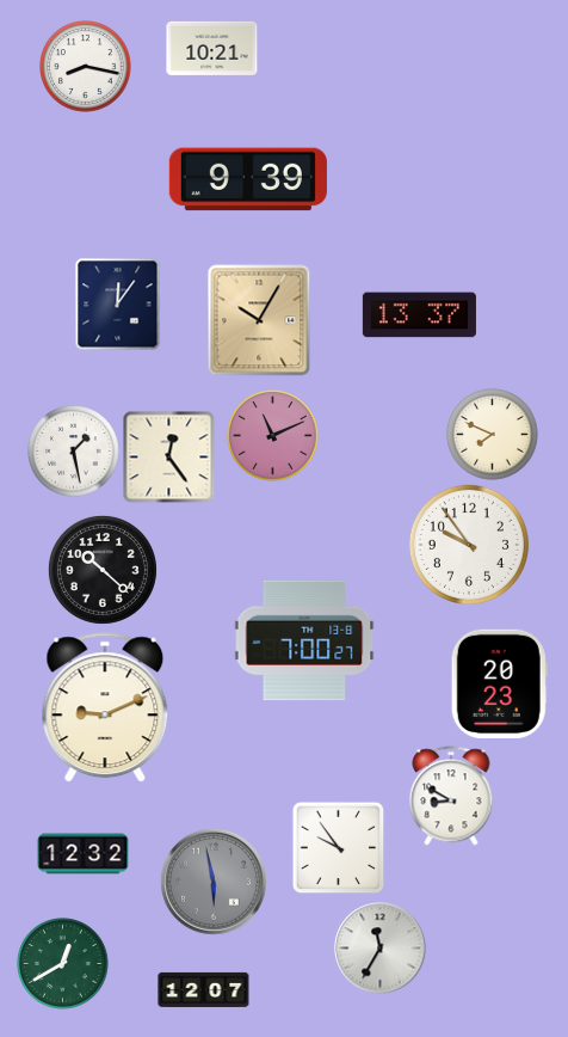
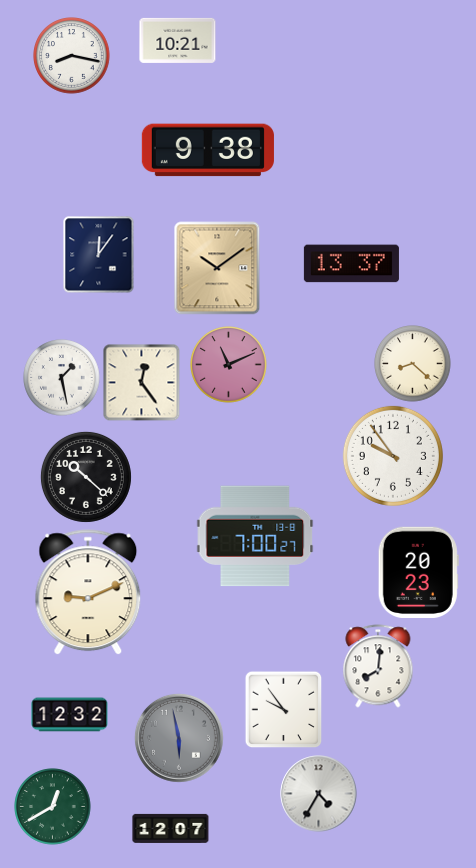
clock at (248, 179): 9:39 -> 9:38
clock at (259, 320): 10:05 -> 10:09
clock at (493, 435): 7:49 -> 8:22
clock at (451, 796): 8:50 -> 8:01
clock at (381, 949): 11:35 -> 4:35
